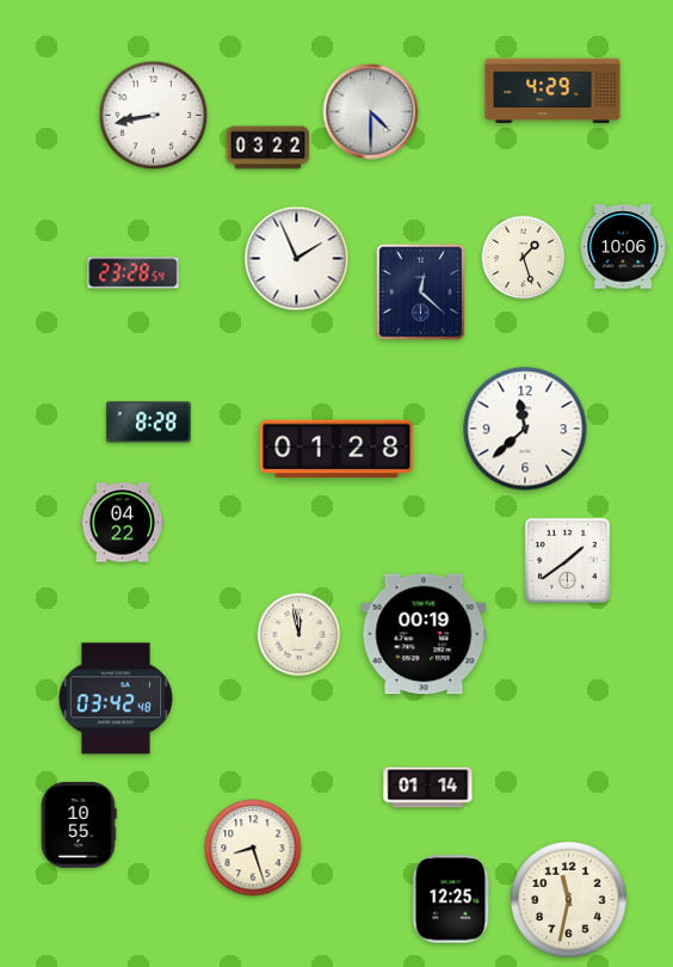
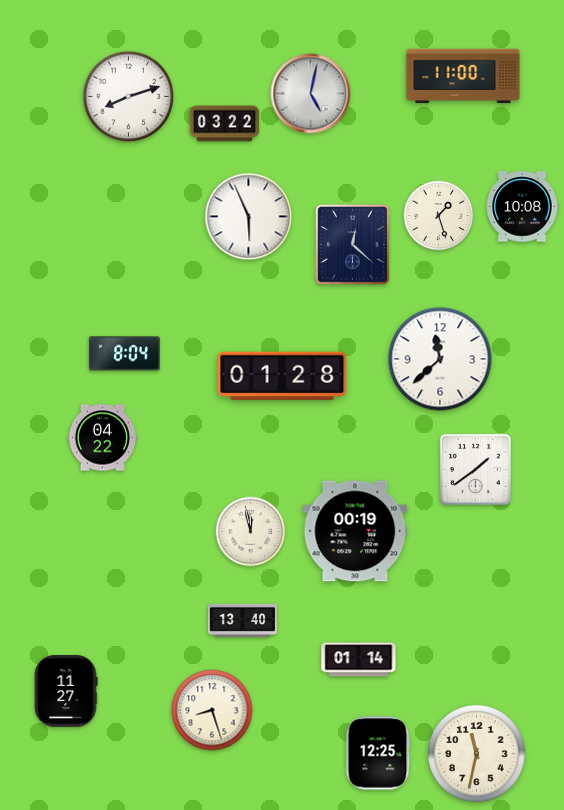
clock at (552, 91): 4:29 -> 11:00
clock at (371, 112): 4:30 -> 5:02
clock at (154, 116): 8:43 -> 8:12
clock at (623, 247): 10:06 -> 10:08
clock at (297, 259): 1:56 -> 5:56
clock at (134, 273): 23:28 -> none
clock at (148, 423): 8:28 -> 8:04
clock at (116, 698): 03:42 -> none
clock at (242, 620): none -> 13:40
clock at (79, 825): 10:55 -> 11:27
